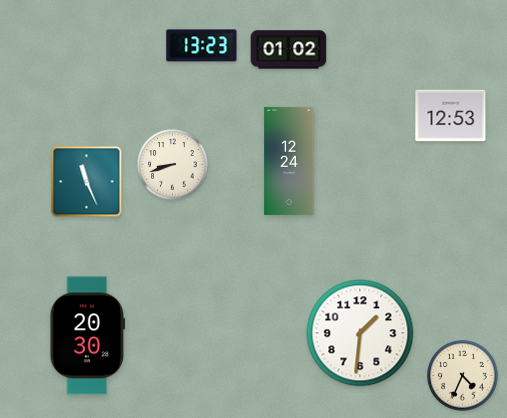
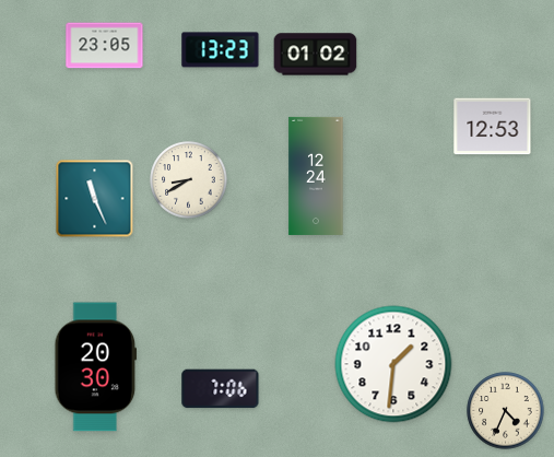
clock at (105, 46): none -> 23:05
clock at (173, 165): 8:42 -> 8:40
clock at (221, 389): none -> 7:06
